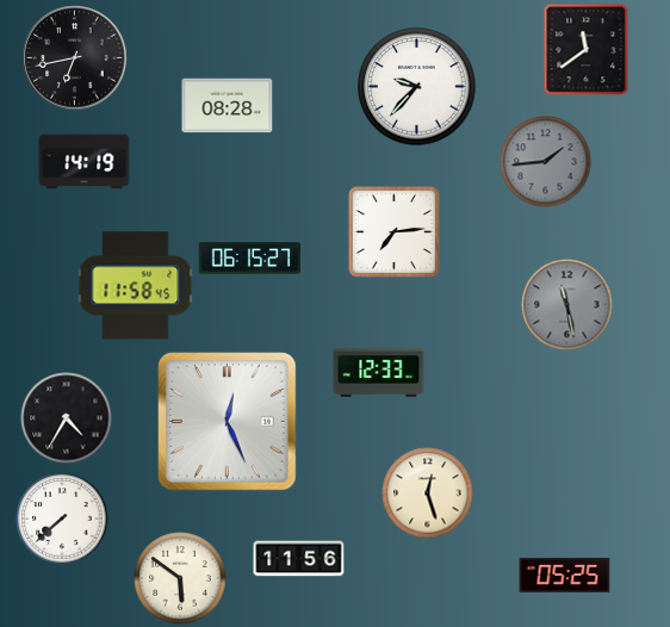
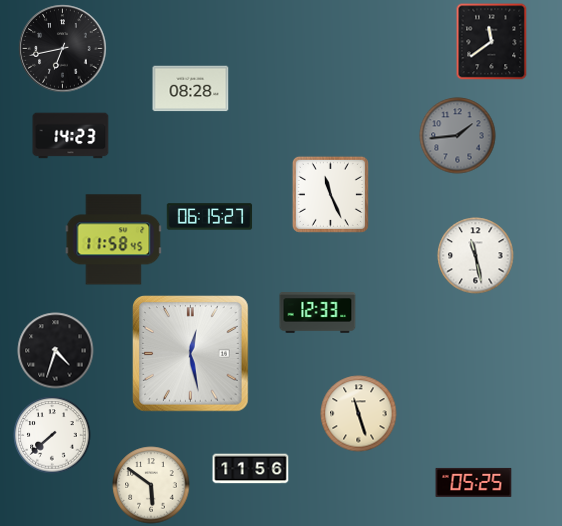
clock at (417, 87): 9:37 -> none
clock at (85, 162): 14:19 -> 14:23
clock at (393, 231): 7:14 -> 11:26
clock at (567, 305) dial: grey -> white
clock at (67, 418): 4:35 -> 4:33
clock at (228, 422): 12:26 -> 12:28
clock at (428, 493): 12:27 -> 11:27
